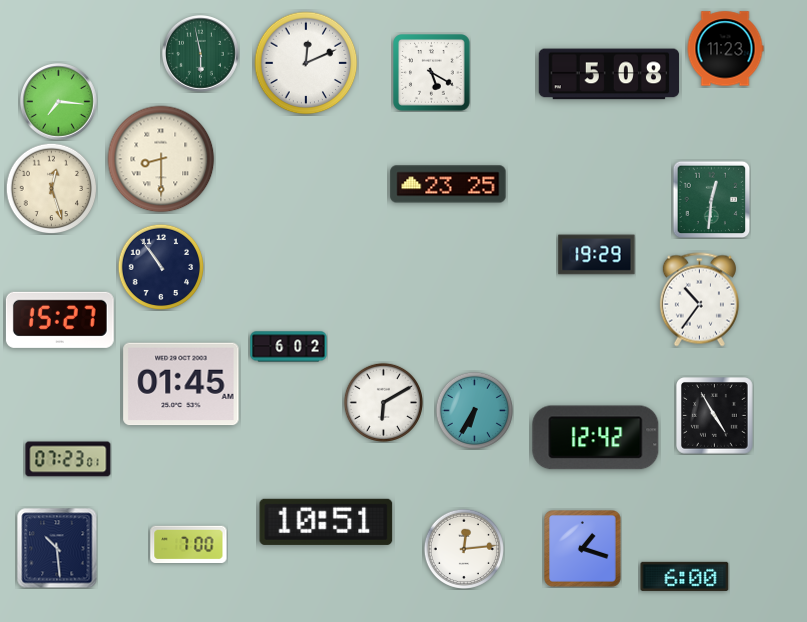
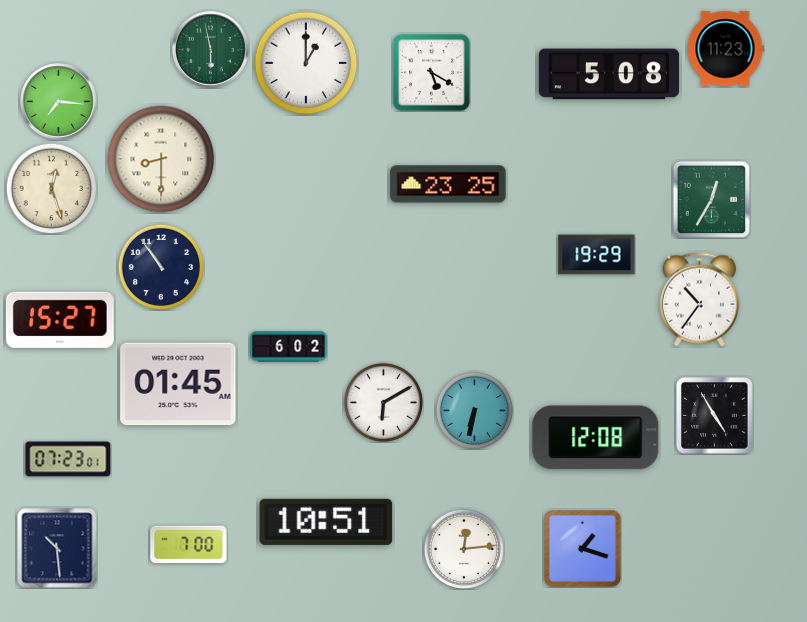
clock at (201, 54) position: (201, 54) -> (211, 50)
clock at (306, 63): 12:11 -> 1:00
clock at (711, 199): 12:31 -> 12:35
clock at (181, 384) position: (181, 384) -> (178, 384)
clock at (474, 410): 6:35 -> 6:32
clock at (596, 438): 12:42 -> 12:08
clock at (685, 576): 6:00 -> none
